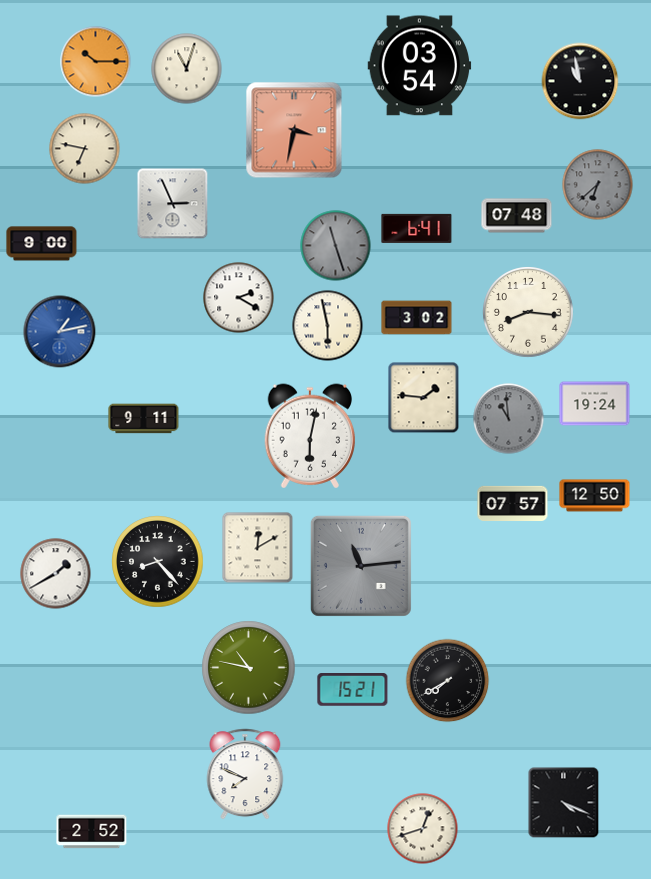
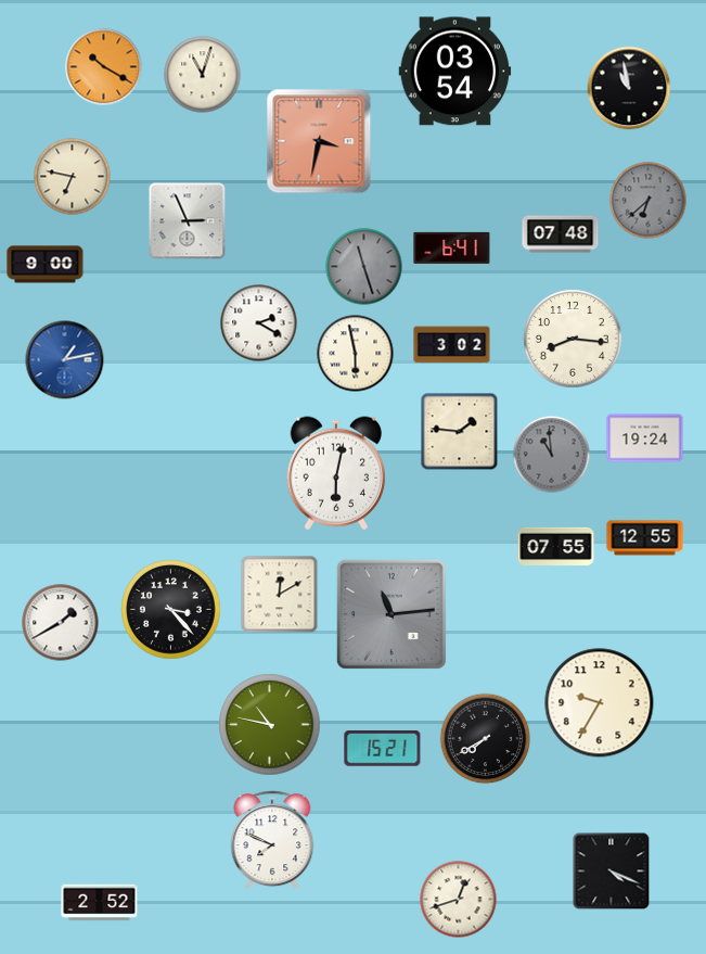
clock at (96, 62): 10:15 -> 10:20
clock at (85, 149) position: (85, 149) -> (73, 177)
clock at (144, 419): 9:11 -> none
clock at (595, 496): 12:50 -> 12:55
clock at (513, 503): 07:57 -> 07:55
clock at (158, 562): 8:23 -> 3:23
clock at (600, 703): none -> 9:35
clock at (245, 774) position: (245, 774) -> (272, 840)
